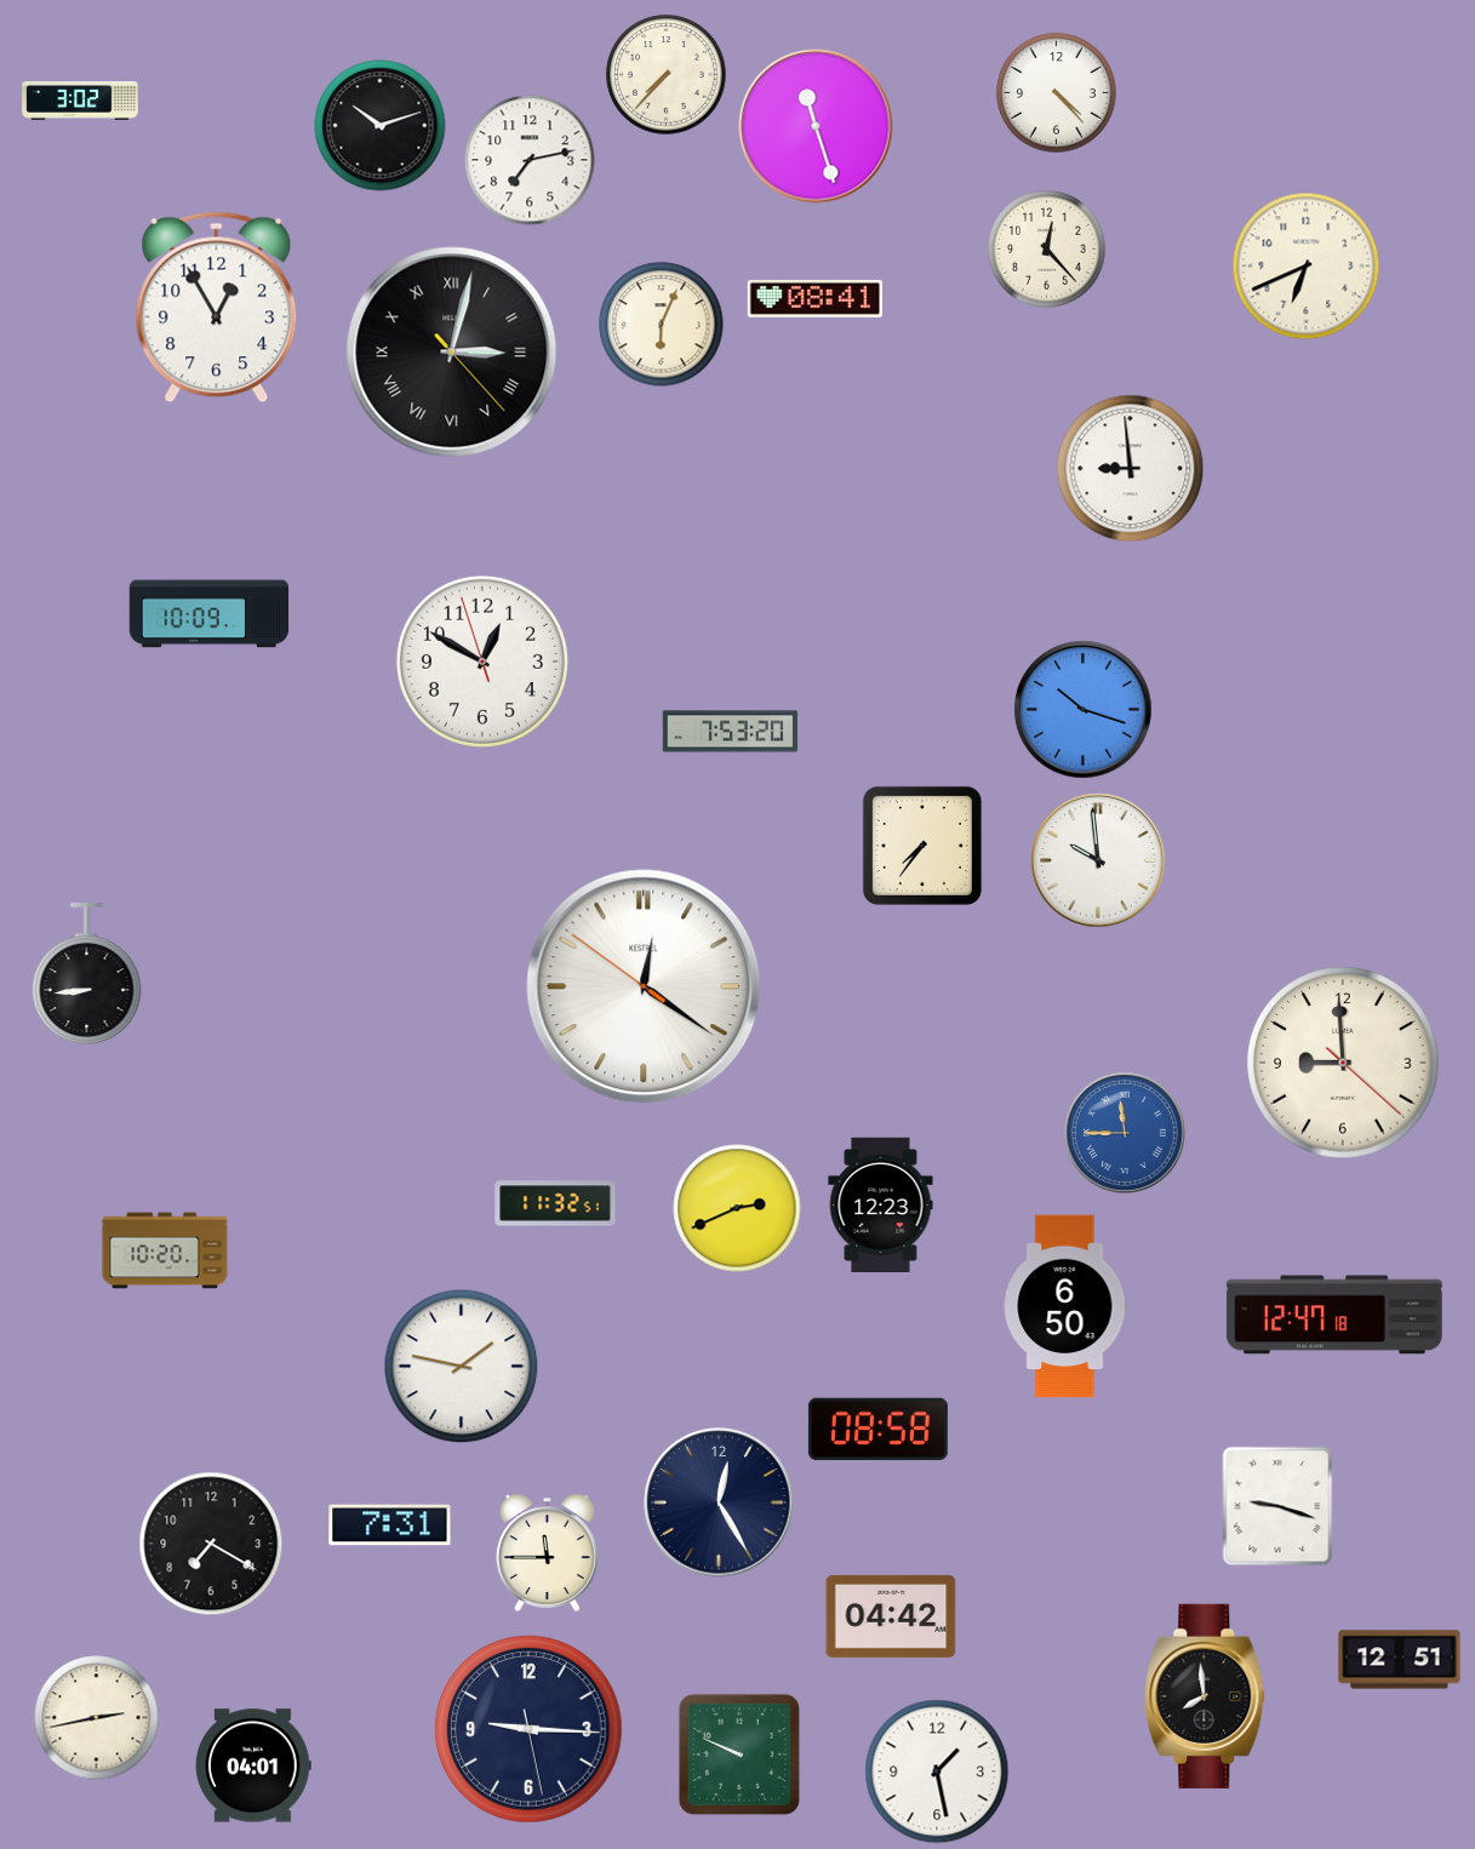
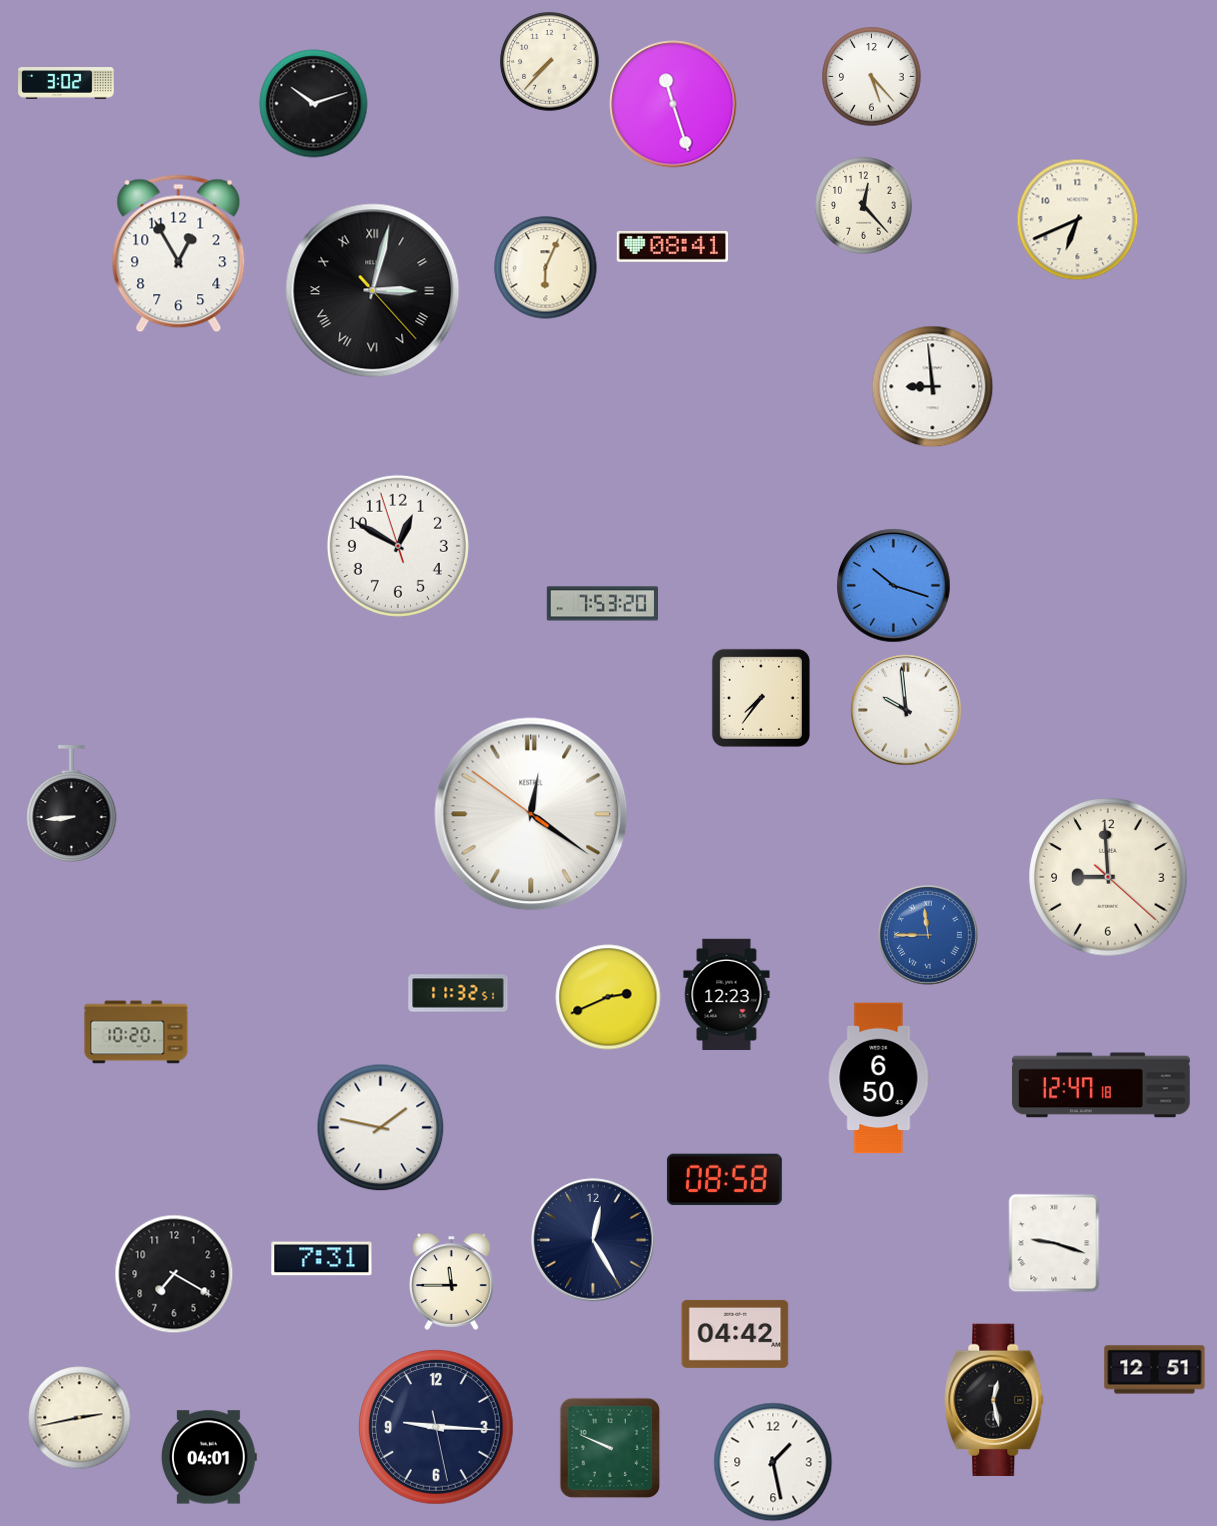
clock at (1057, 93): 4:23 -> 5:23
clock at (530, 160): 7:13 -> none
clock at (210, 614): 10:09 -> none
clock at (1205, 1696): 7:59 -> 12:28
